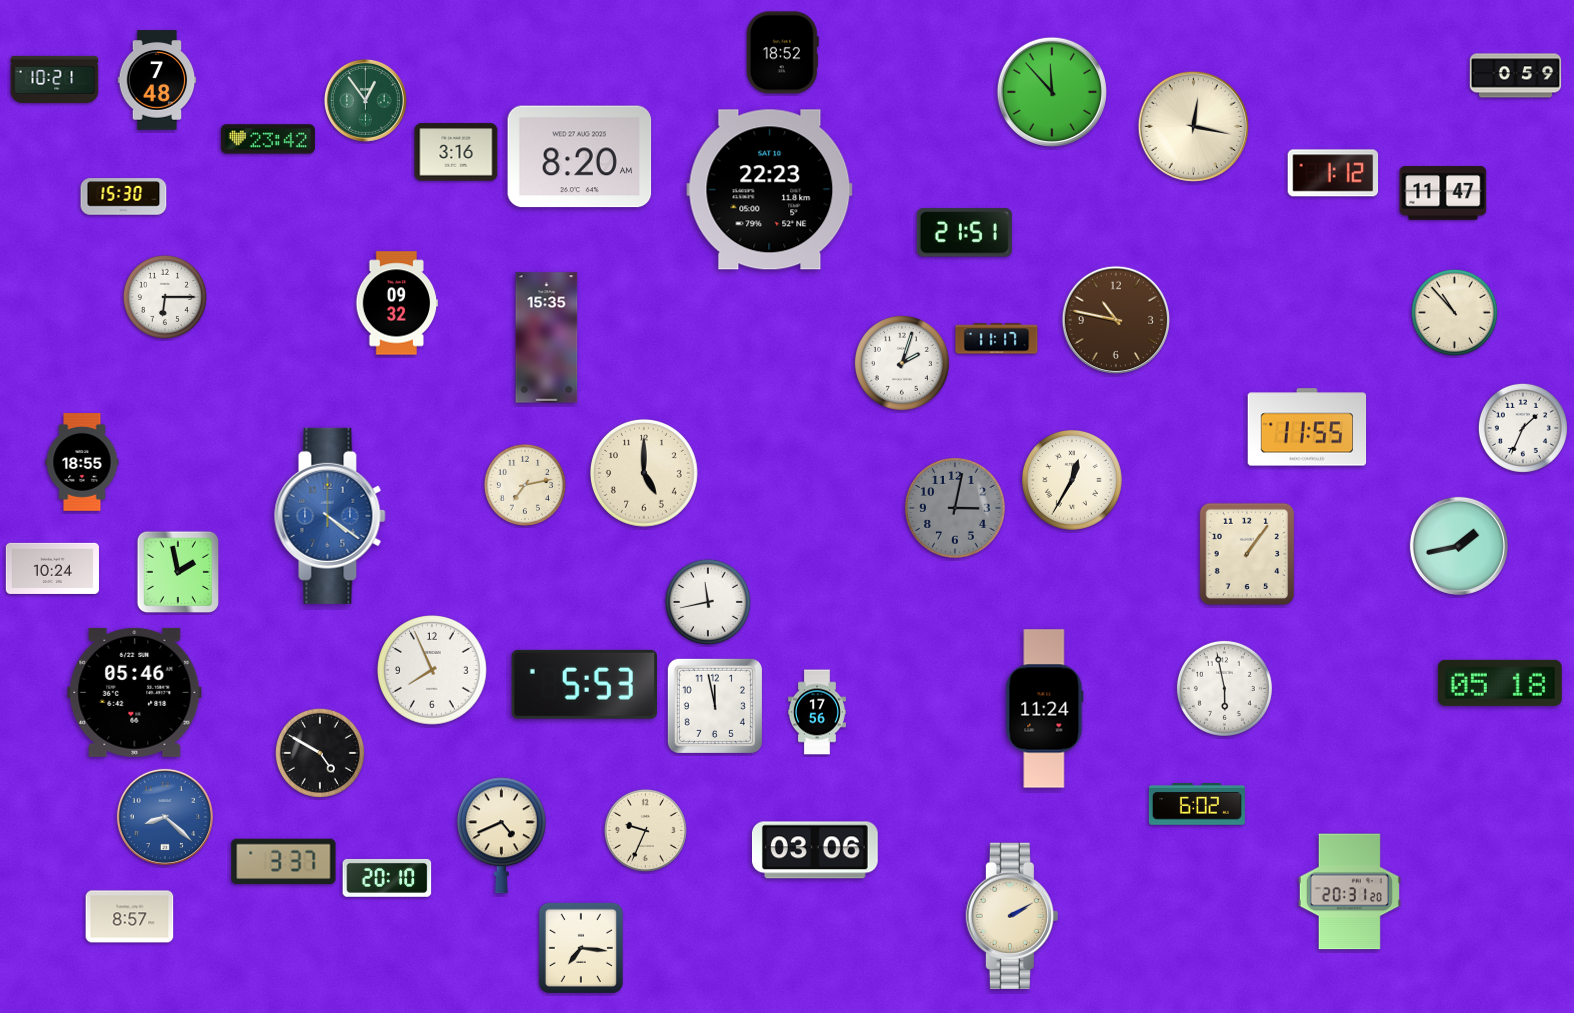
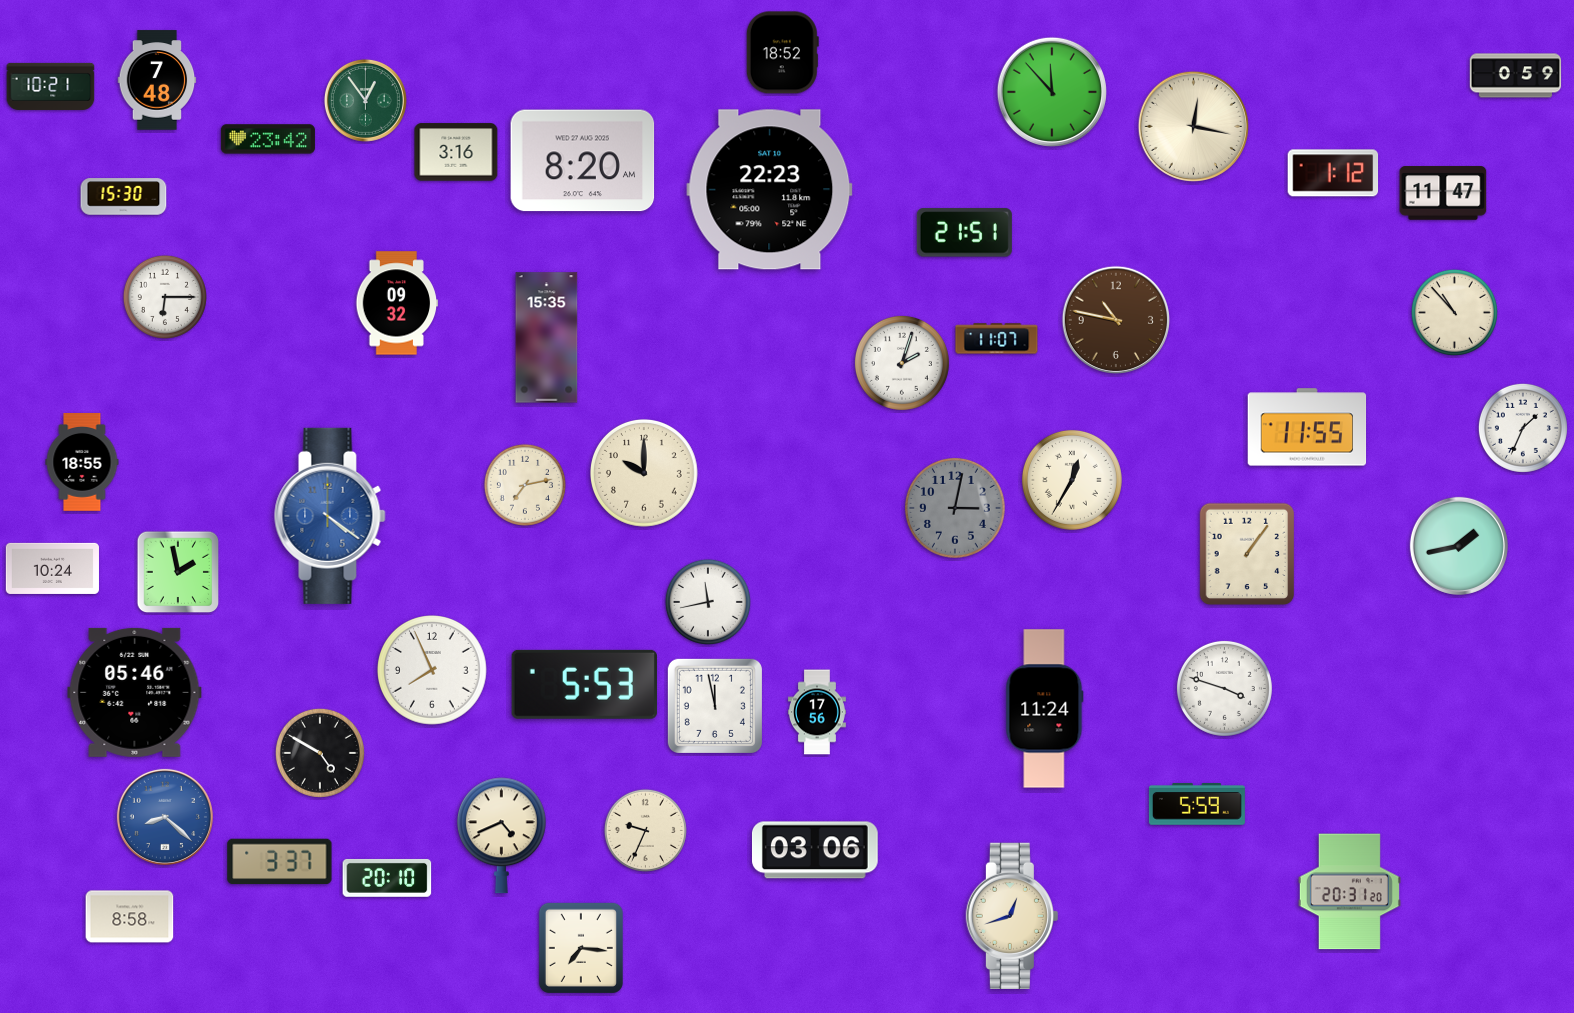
clock at (55, 79) position: (55, 79) -> (51, 86)
clock at (580, 157) position: (580, 157) -> (583, 161)
clock at (997, 339): 11:17 -> 11:07
clock at (645, 474): 5:00 -> 10:00
clock at (1500, 683): 05:18 -> none
clock at (1224, 688): 5:58 -> 3:48
clock at (1197, 804): 6:02 -> 5:59
clock at (284, 862) position: (284, 862) -> (280, 862)
clock at (1012, 915): 2:10 -> 12:42
clock at (130, 917): 8:57 -> 8:58
